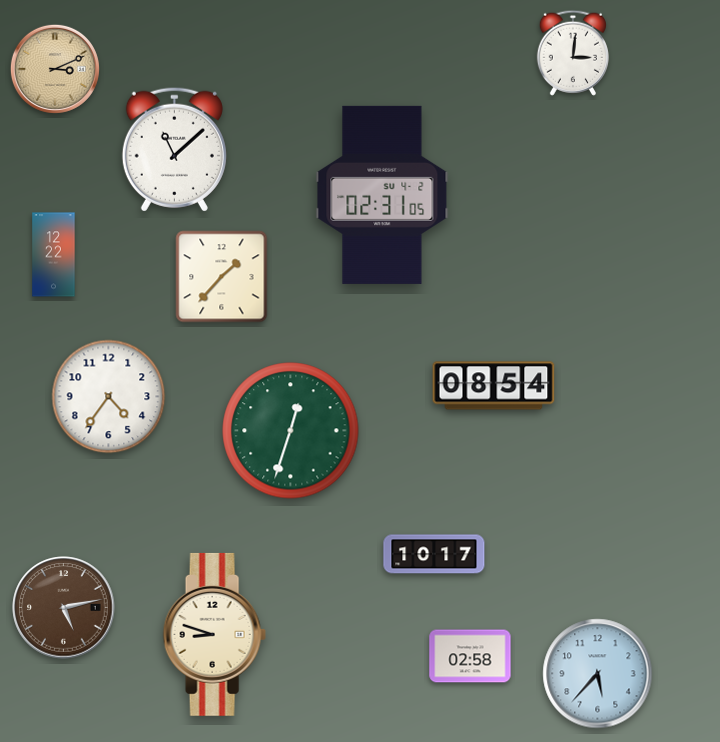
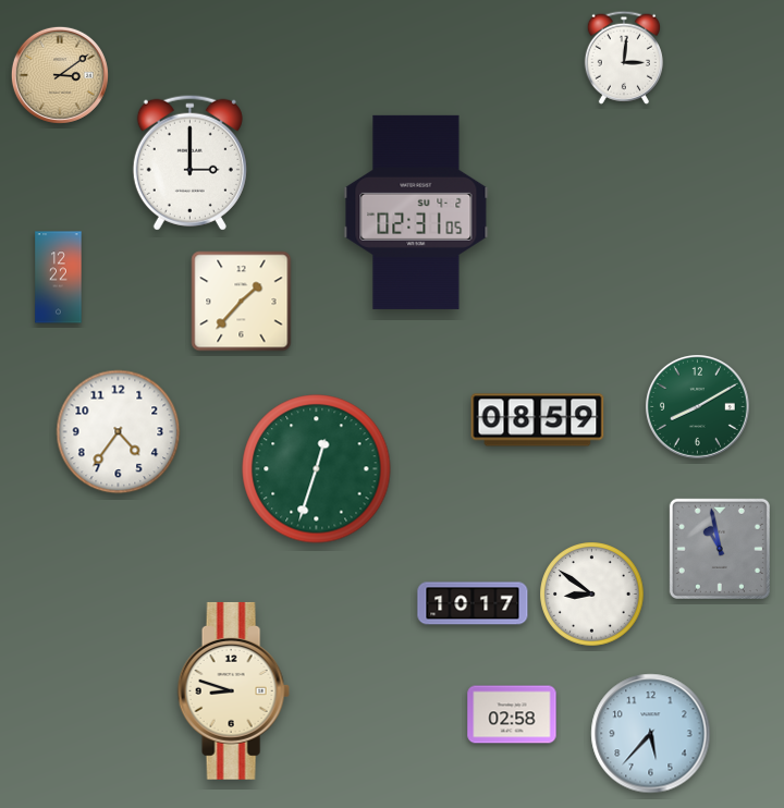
clock at (55, 69): 3:11 -> 3:09
clock at (174, 149): 11:08 -> 3:00
clock at (697, 406): none -> 8:10
clock at (494, 386): 08:54 -> 08:59
clock at (720, 549): none -> 10:58
clock at (592, 595): none -> 8:51
clock at (64, 608): 5:13 -> none
